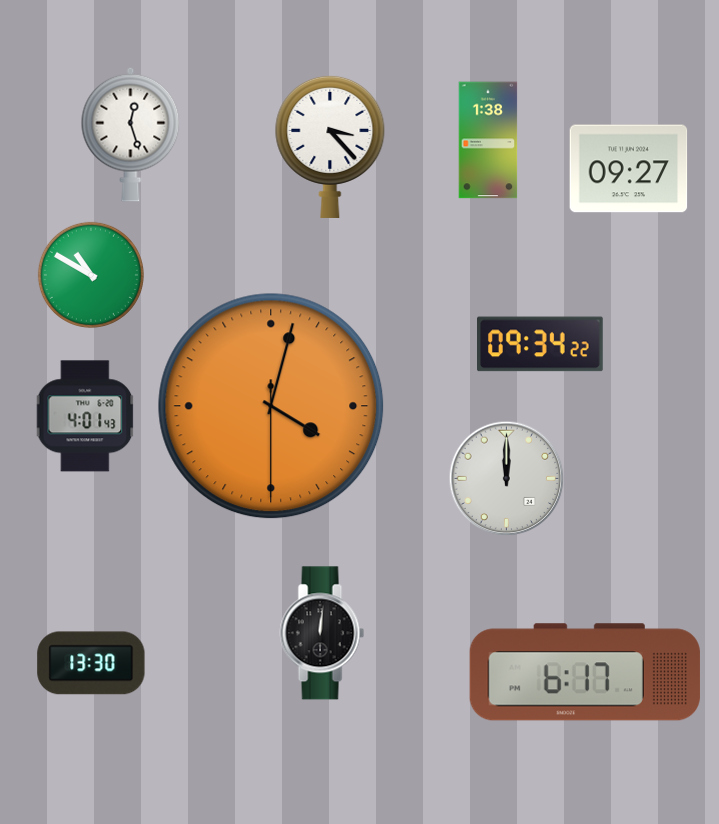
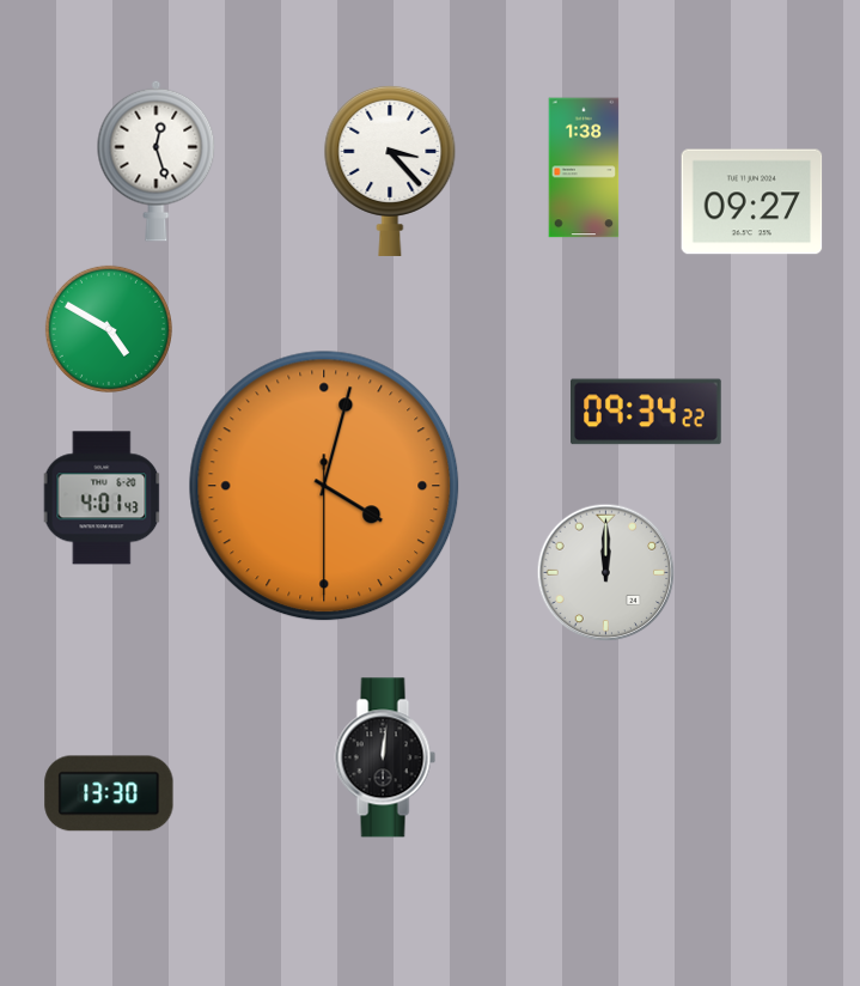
clock at (330, 146) position: (330, 146) -> (390, 170)
clock at (91, 275): 10:50 -> 4:50
clock at (585, 672): 6:17 -> none
